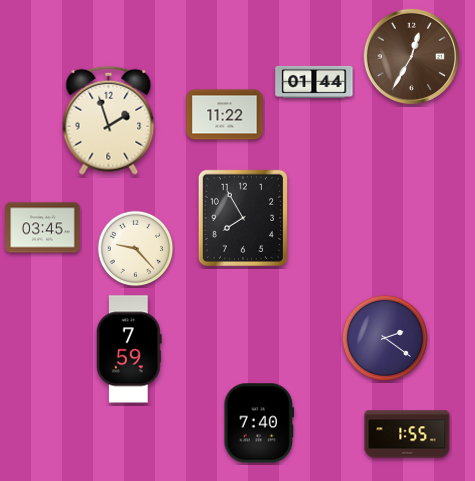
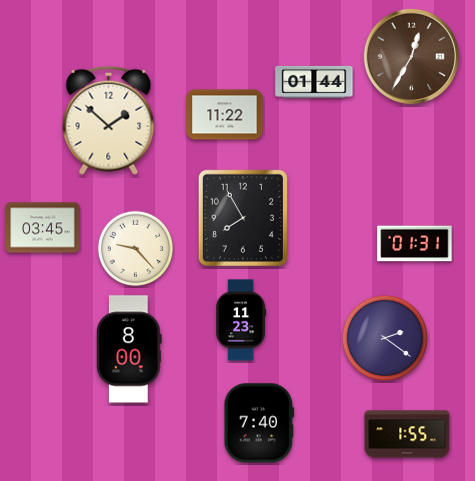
clock at (109, 120): 1:57 -> 1:52
clock at (415, 244): none -> 01:31
clock at (241, 320): none -> 11:23
clock at (129, 349): 7:59 -> 8:00
